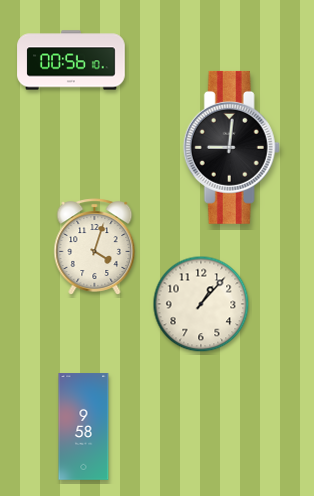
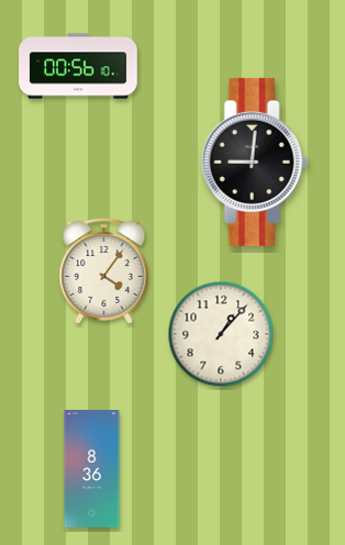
clock at (95, 247): 4:03 -> 4:06
clock at (84, 427): 9:58 -> 8:36
